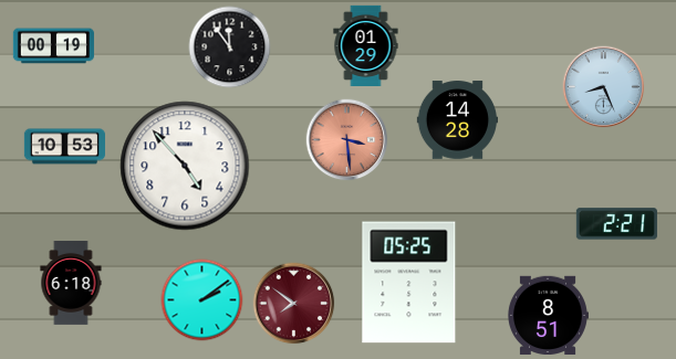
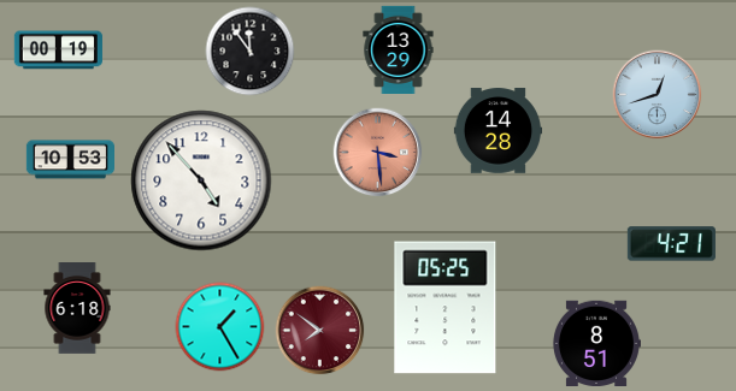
clock at (366, 45): 01:29 -> 13:29
clock at (604, 87): 8:26 -> 12:42
clock at (616, 224): 2:21 -> 4:21
clock at (202, 300): 2:09 -> 1:25
